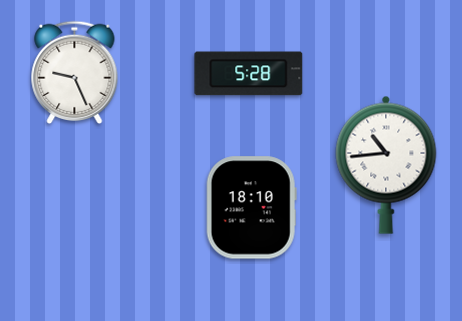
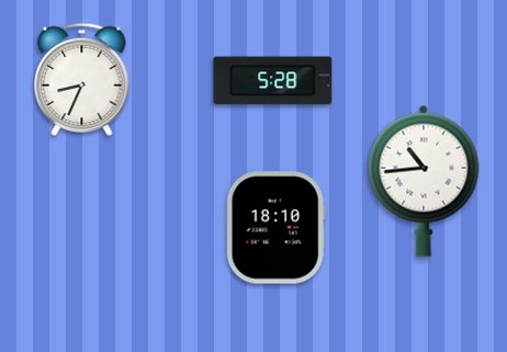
clock at (75, 73): 9:26 -> 8:34
